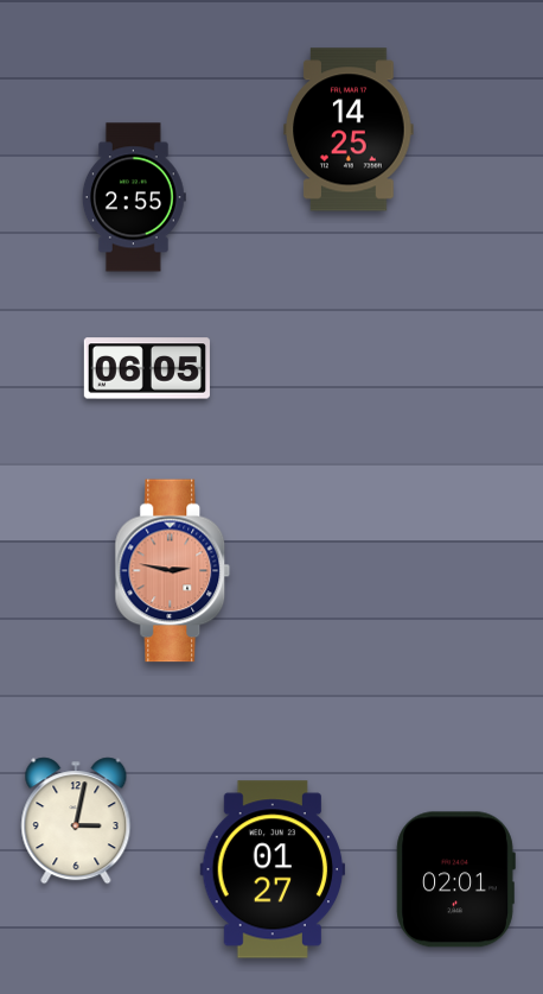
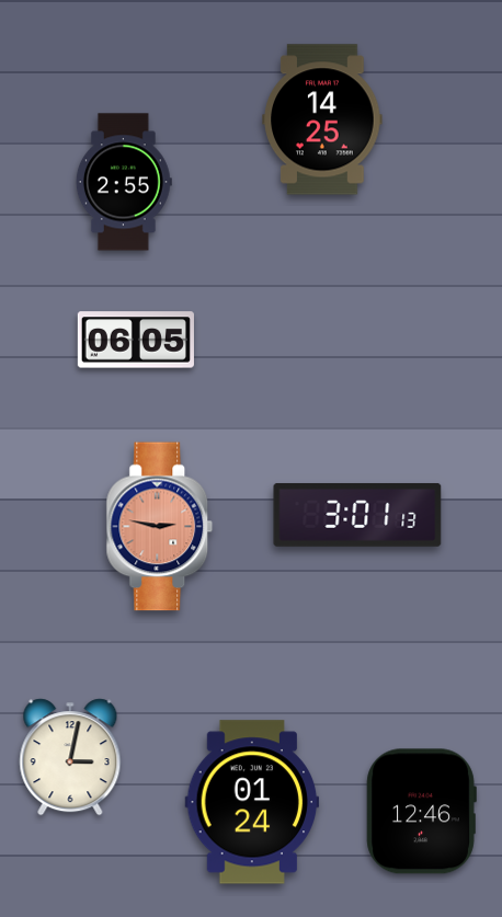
clock at (357, 515): none -> 3:01
clock at (273, 869): 01:27 -> 01:24
clock at (455, 880): 02:01 -> 12:46
